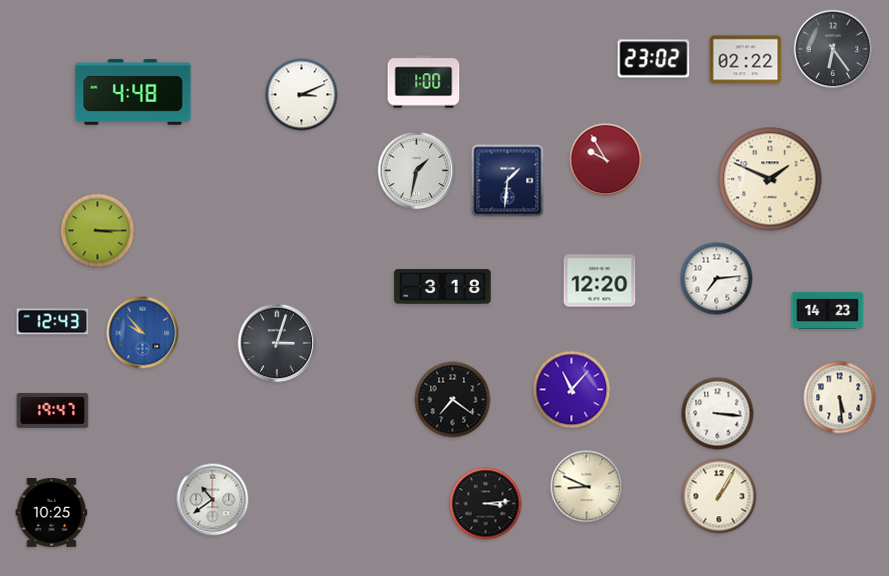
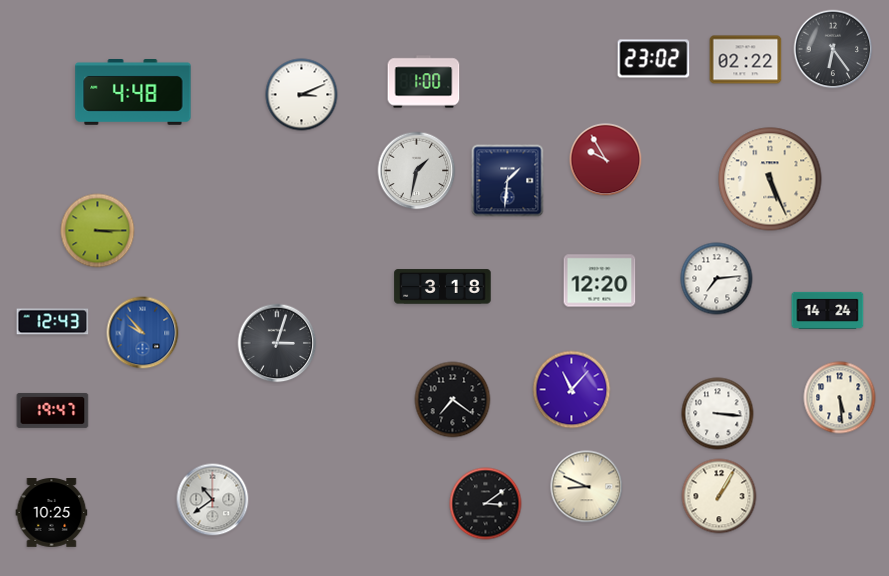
clock at (770, 179): 1:49 -> 5:26
clock at (828, 310): 14:23 -> 14:24
clock at (486, 504): 3:14 -> 3:09
